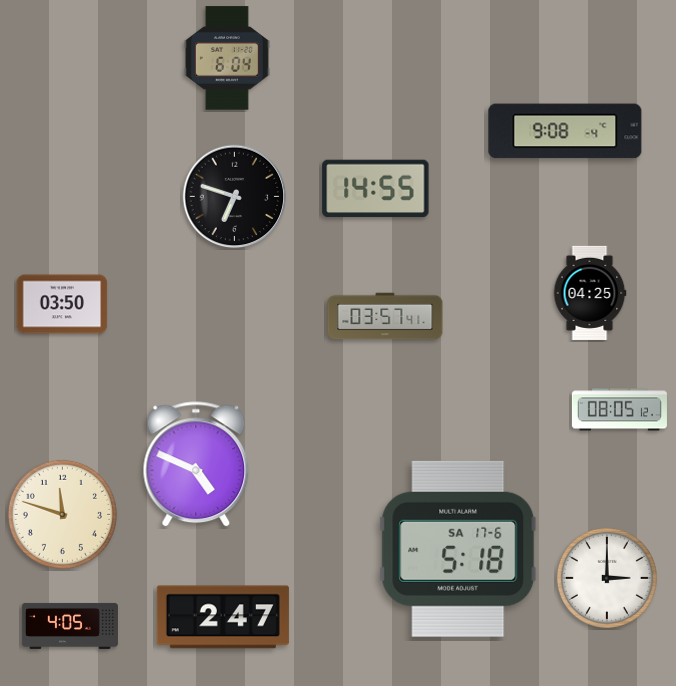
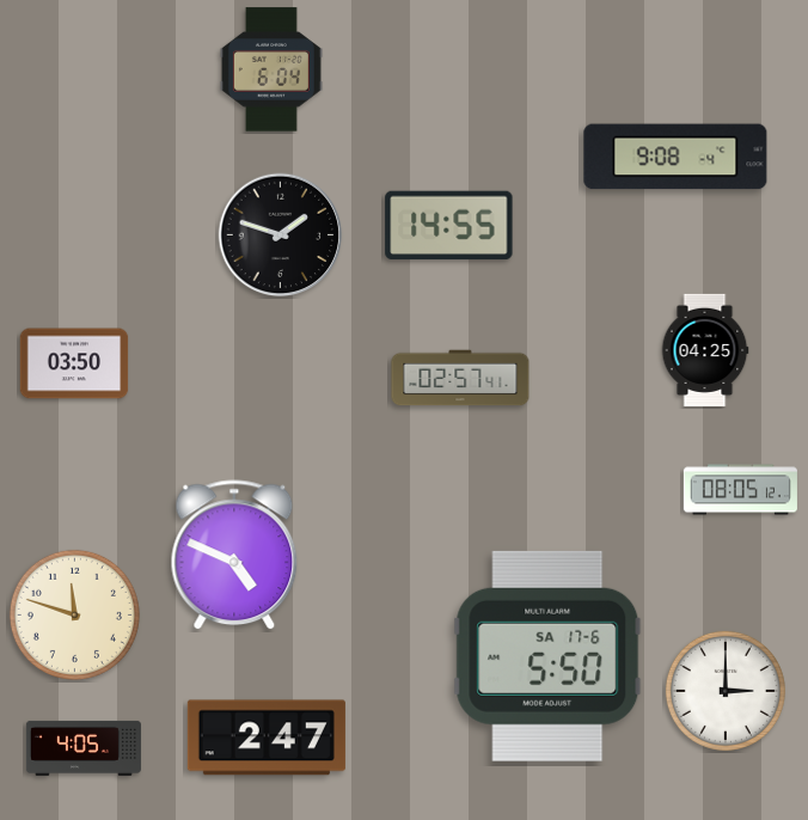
clock at (235, 197): 6:48 -> 1:48
clock at (385, 316): 03:57 -> 02:57
clock at (458, 549): 5:18 -> 5:50
